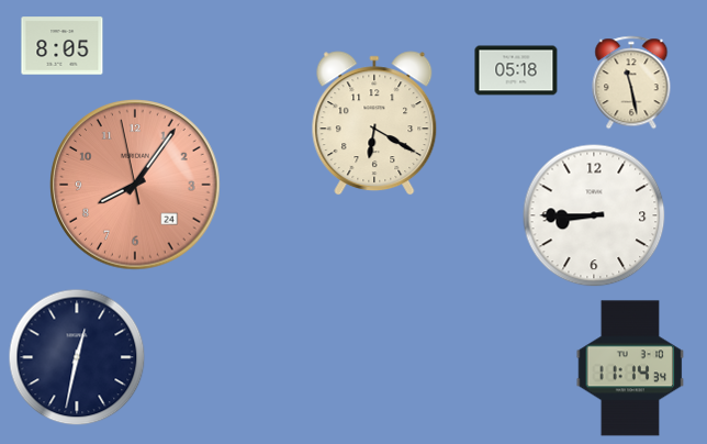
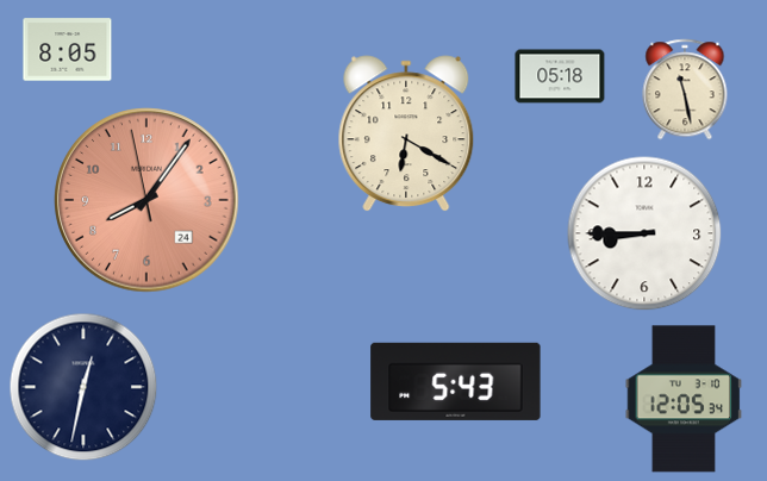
clock at (456, 381): none -> 5:43
clock at (630, 368): 11:14 -> 12:05
